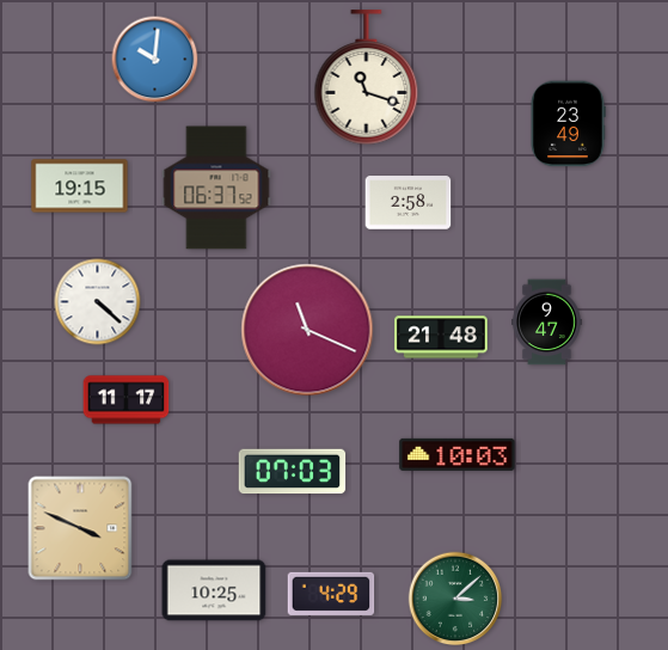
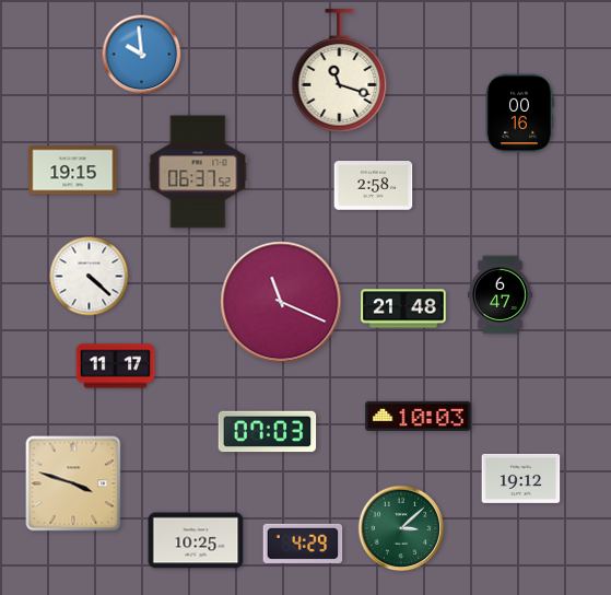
clock at (155, 60): 10:01 -> 9:59
clock at (367, 78) position: (367, 78) -> (340, 71)
clock at (568, 124): 23:49 -> 00:16
clock at (547, 323): 9:47 -> 6:47
clock at (521, 478): none -> 19:12
clock at (80, 528): 3:49 -> 3:48
clock at (455, 599) position: (455, 599) -> (401, 528)
